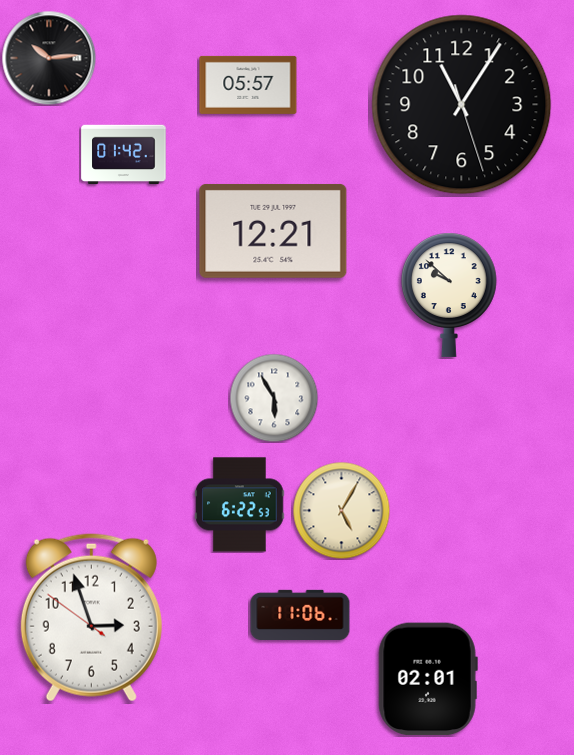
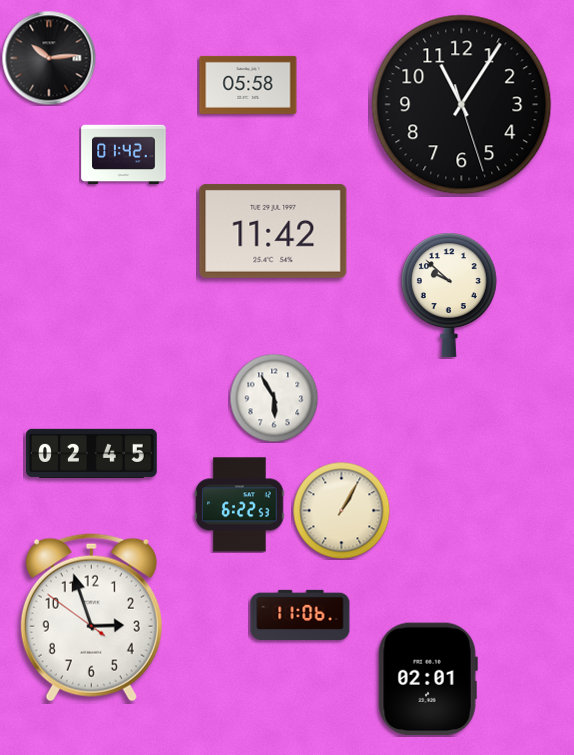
clock at (248, 85): 05:57 -> 05:58
clock at (273, 231): 12:21 -> 11:42
clock at (92, 453): none -> 02:45
clock at (341, 510): 5:05 -> 1:05
